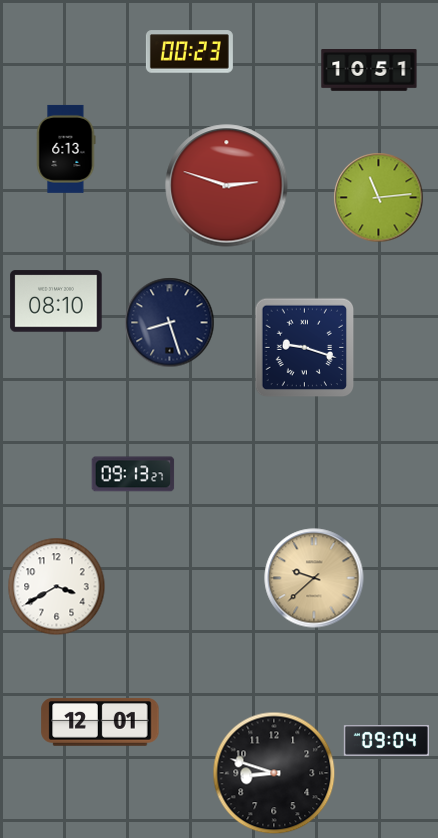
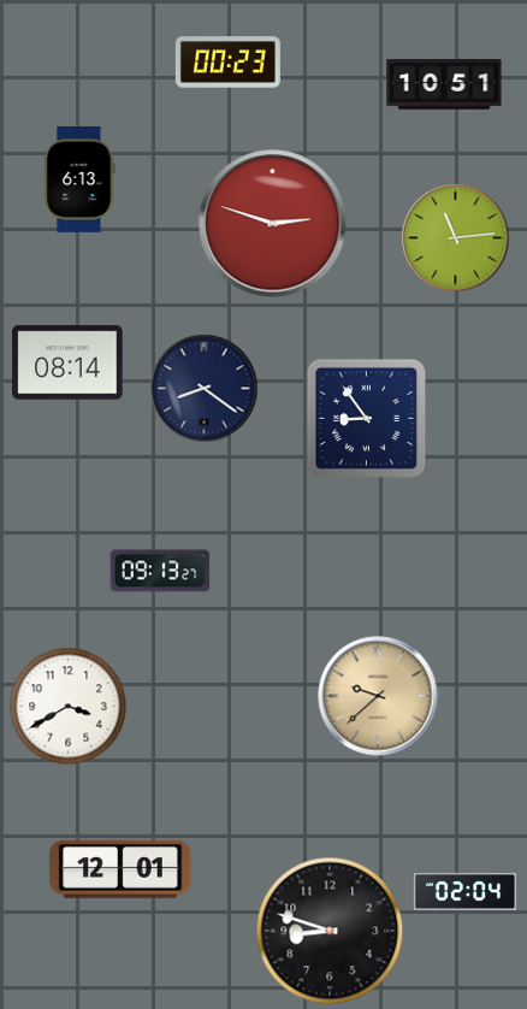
clock at (56, 301): 08:10 -> 08:14
clock at (170, 323): 8:27 -> 8:21
clock at (305, 348): 9:18 -> 8:54
clock at (386, 741): 09:04 -> 02:04
